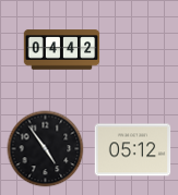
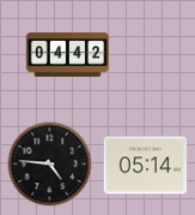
clock at (46, 149): 4:54 -> 4:46
clock at (133, 150): 05:12 -> 05:14
